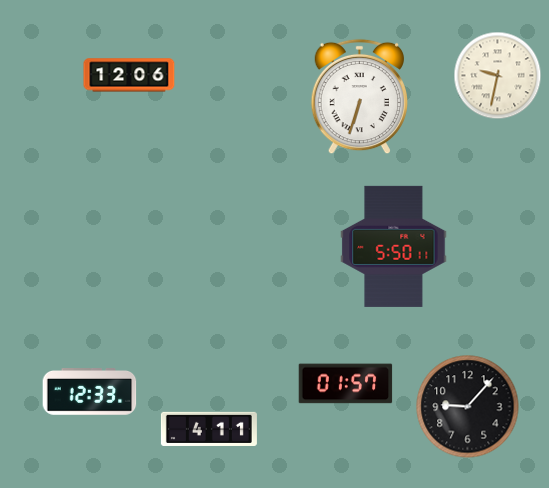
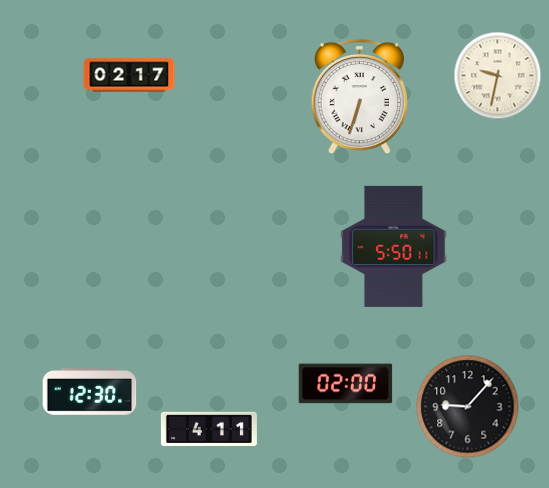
clock at (129, 75): 12:06 -> 02:17
clock at (346, 384): 01:57 -> 02:00
clock at (90, 392): 12:33 -> 12:30
